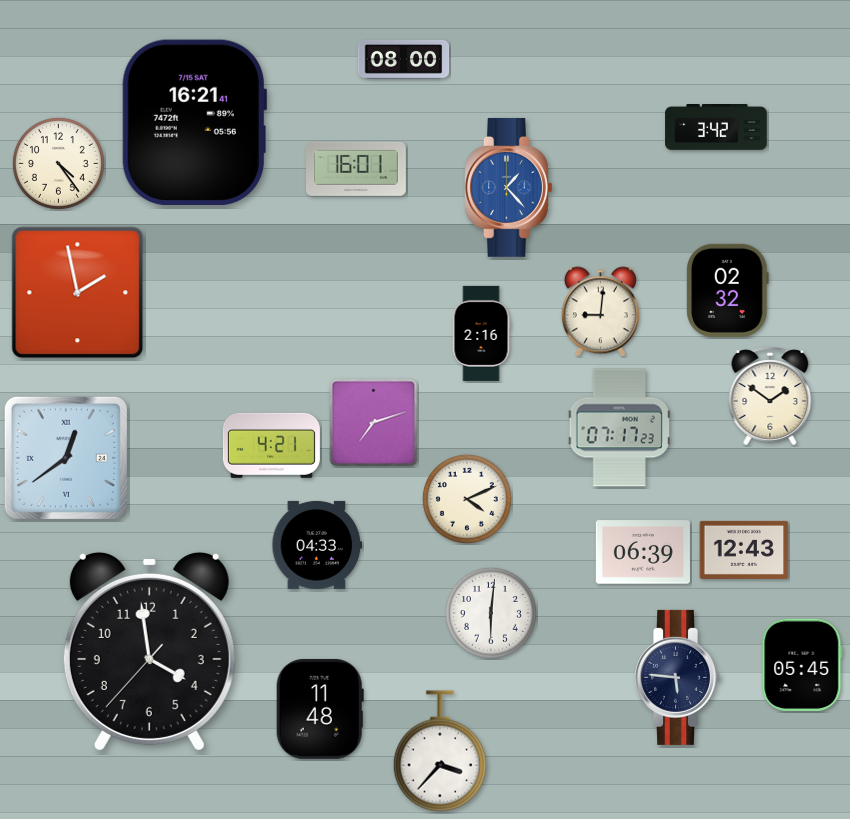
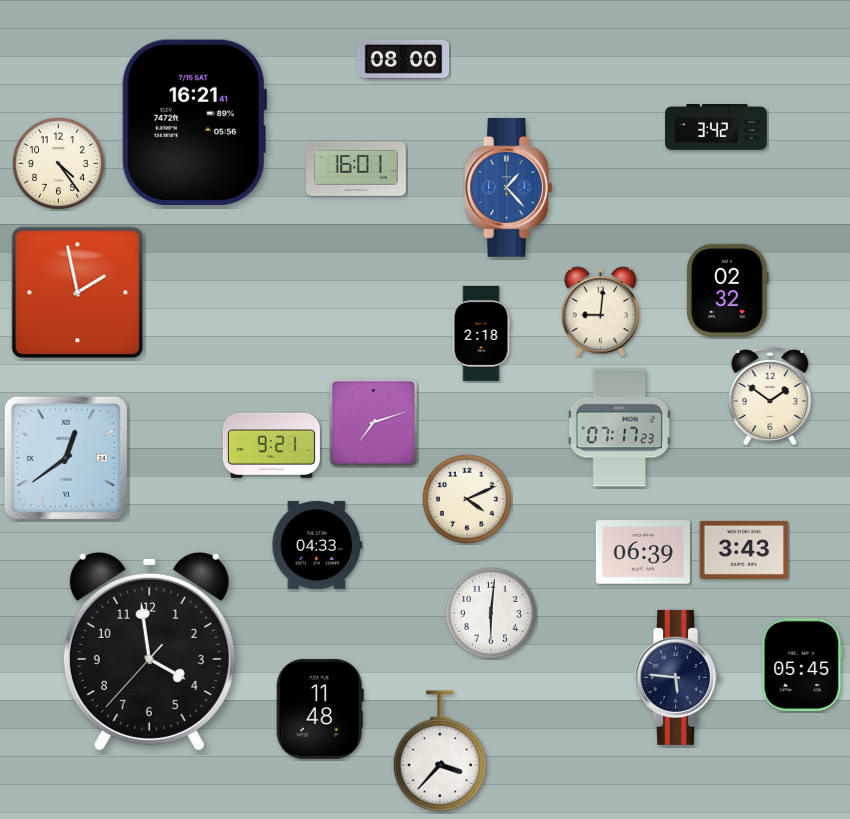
clock at (481, 333): 2:16 -> 2:18
clock at (271, 445): 4:21 -> 9:21
clock at (744, 550): 12:43 -> 3:43
